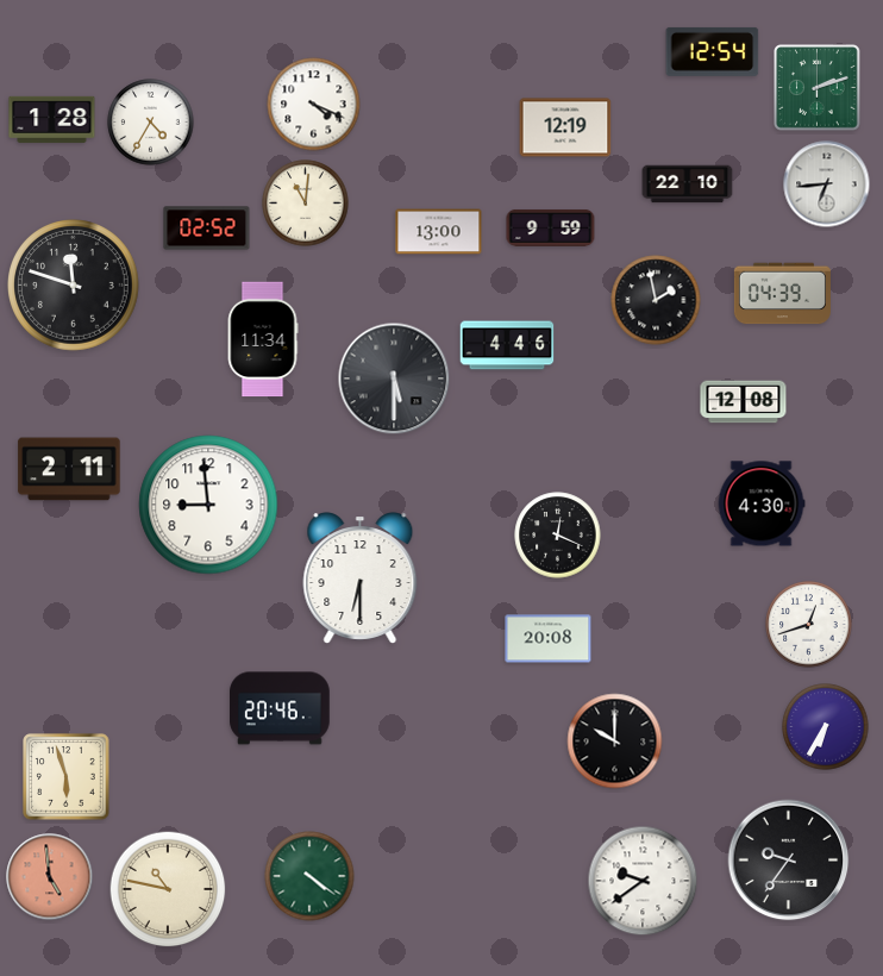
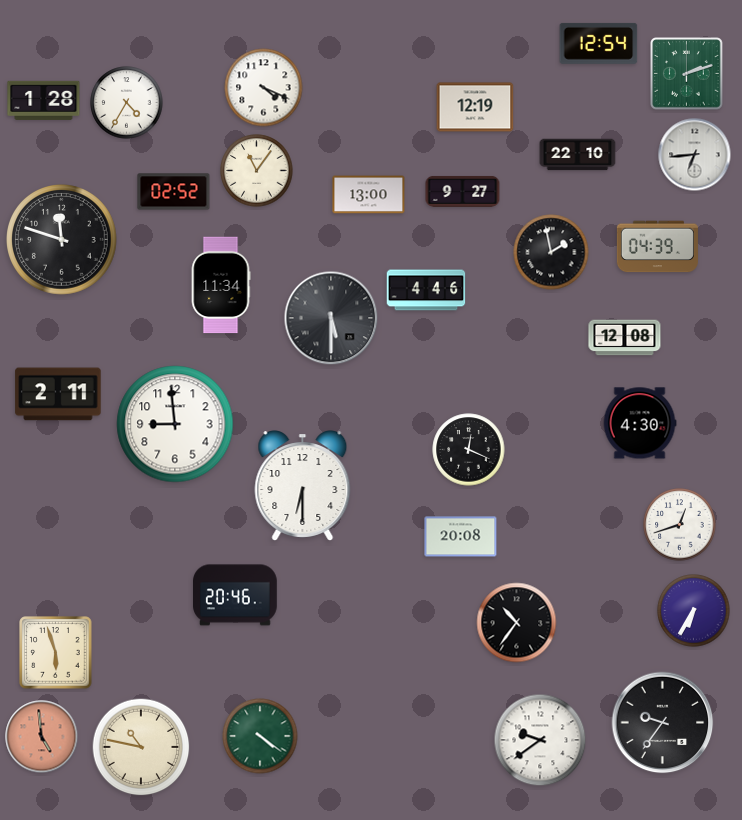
clock at (306, 204): 11:01 -> 11:06
clock at (551, 227): 9:59 -> 9:27
clock at (615, 742): 10:00 -> 10:36
